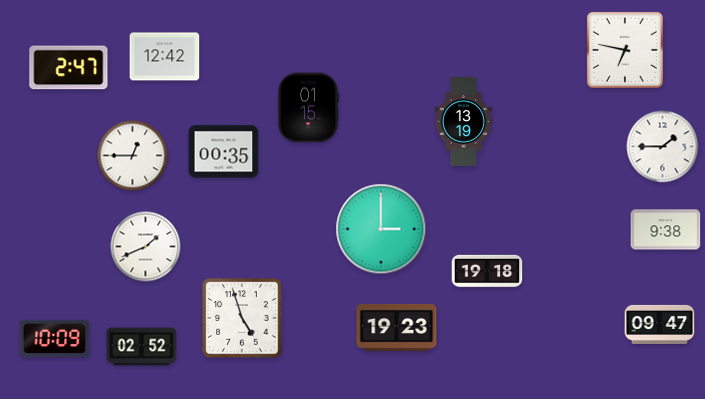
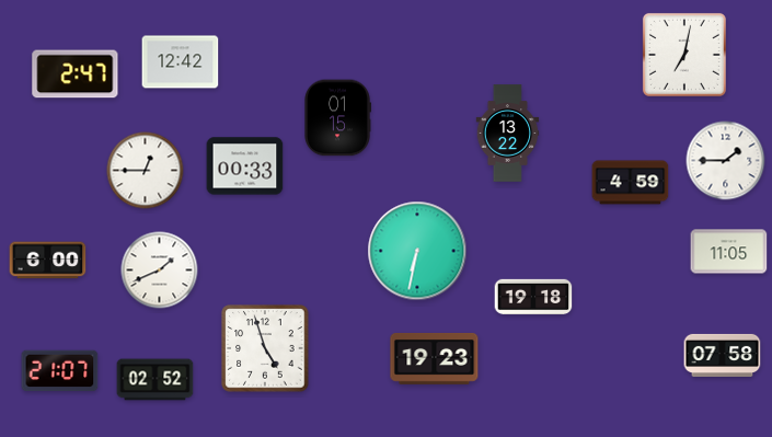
clock at (625, 50): 6:47 -> 7:02
clock at (464, 122): 13:19 -> 13:22
clock at (224, 152): 00:35 -> 00:33
clock at (631, 183): none -> 4:59
clock at (381, 229): 3:00 -> 6:32
clock at (666, 230): 9:38 -> 11:05
clock at (48, 261): none -> 6:00
clock at (660, 324): 09:47 -> 07:58
clock at (55, 339): 10:09 -> 21:07
